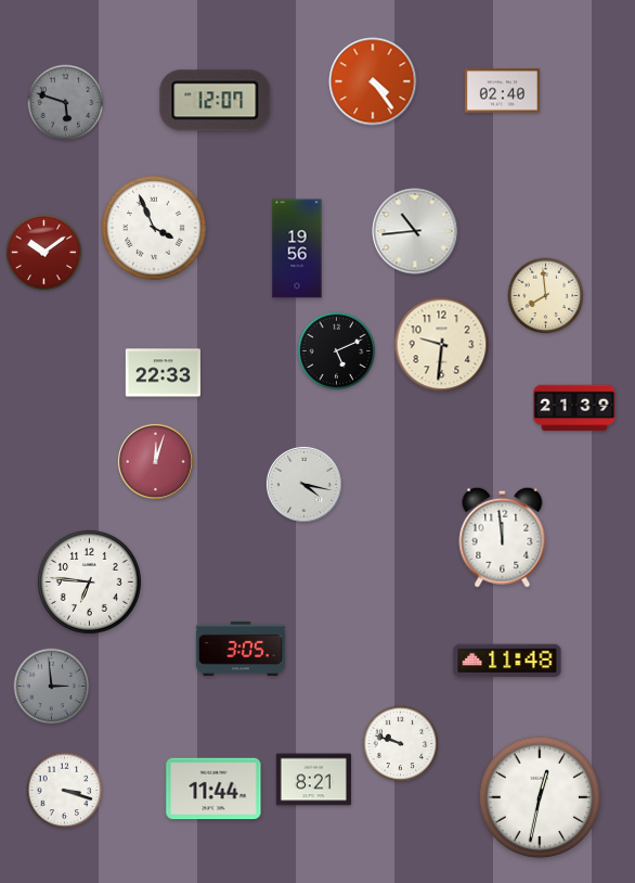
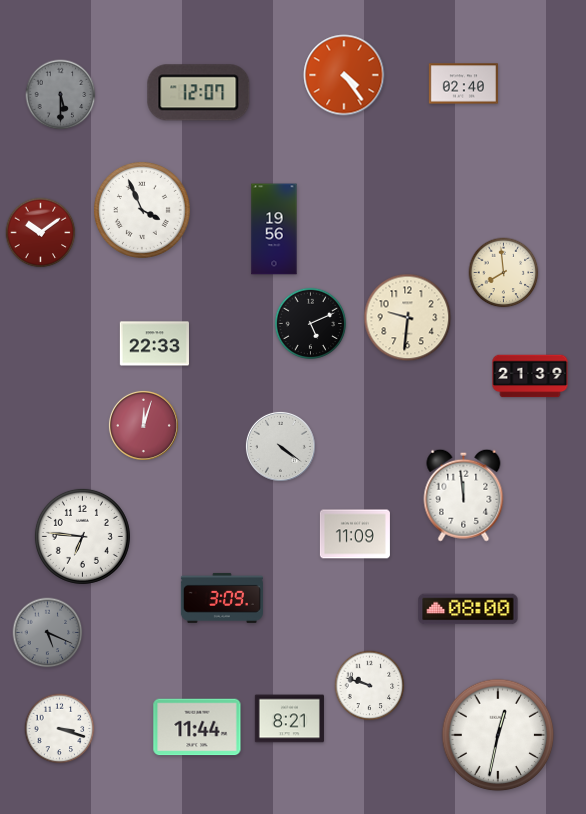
clock at (66, 103): 5:48 -> 5:30
clock at (415, 231): 10:44 -> none
clock at (163, 373) position: (163, 373) -> (154, 344)
clock at (303, 484): 4:17 -> 4:21
clock at (355, 534): none -> 11:09
clock at (241, 649): 3:05 -> 3:09
clock at (507, 661): 11:48 -> 08:00
clock at (52, 687): 2:59 -> 5:19
